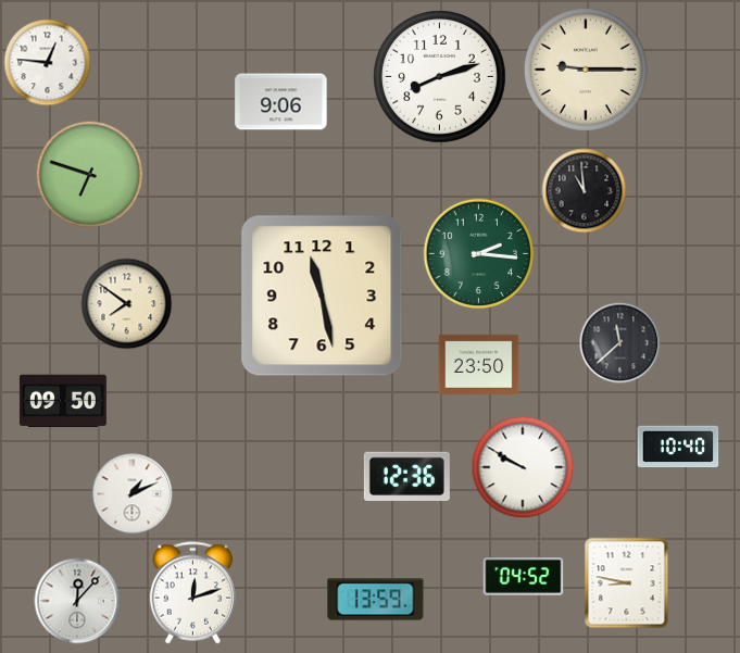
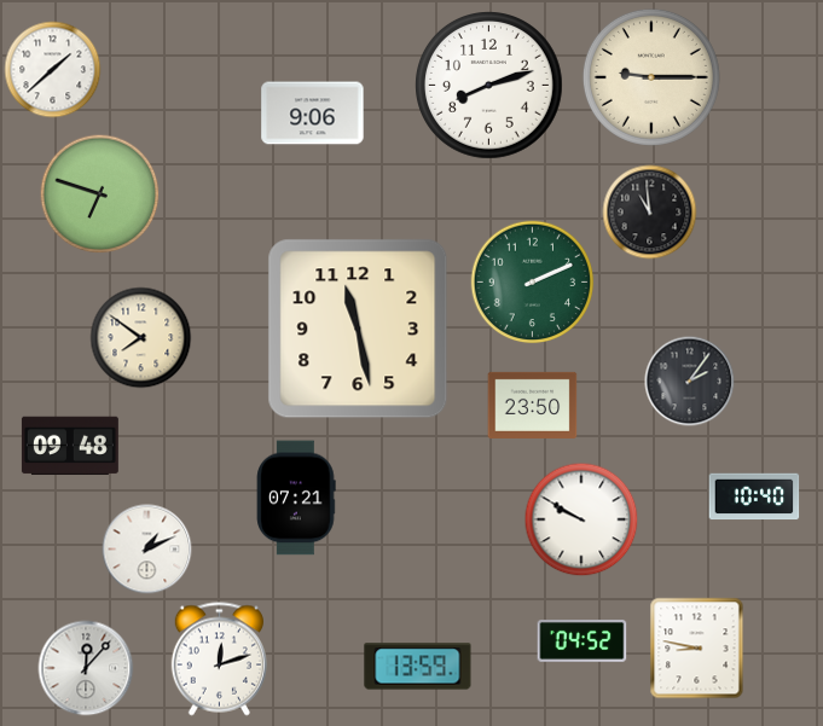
clock at (48, 63): 12:46 -> 1:38
clock at (479, 254): 2:16 -> 2:11
clock at (620, 343): 11:38 -> 2:06
clock at (63, 401): 09:50 -> 09:48
clock at (296, 498): none -> 07:21
clock at (406, 476): 12:36 -> none
clock at (192, 593) position: (192, 593) -> (219, 660)
